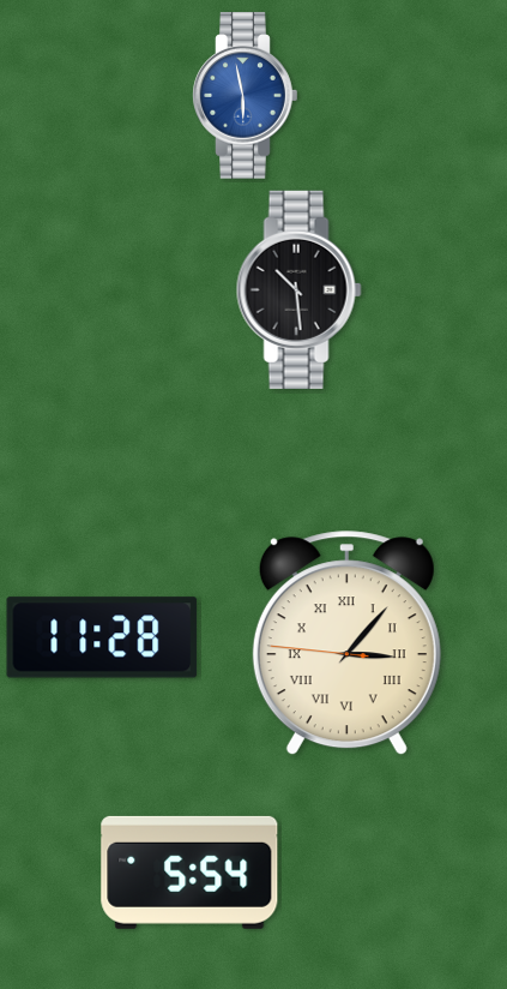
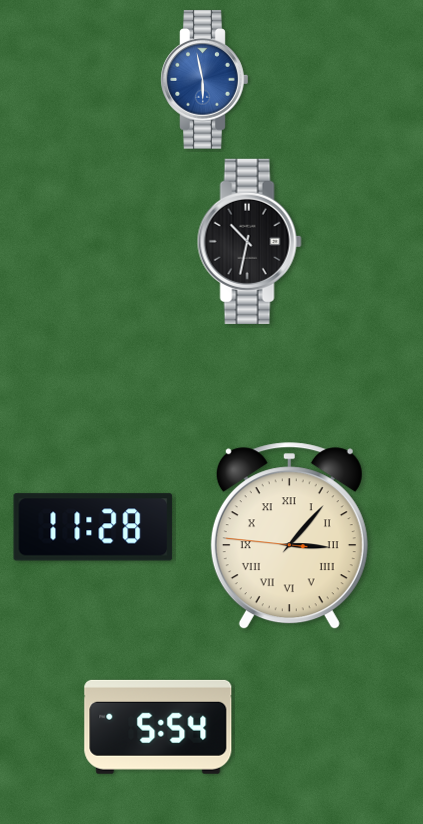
clock at (298, 289): 10:29 -> 10:32
clock at (102, 637) position: (102, 637) -> (93, 527)
